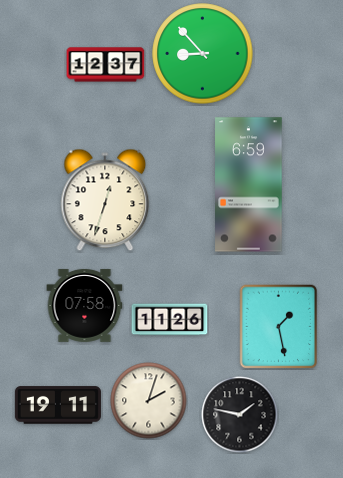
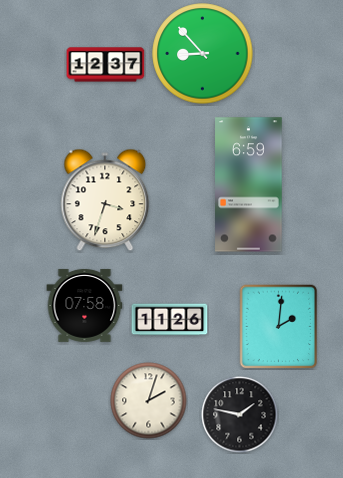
clock at (105, 200): 12:33 -> 3:33
clock at (279, 327): 1:28 -> 2:01
clock at (58, 405): 19:11 -> none
